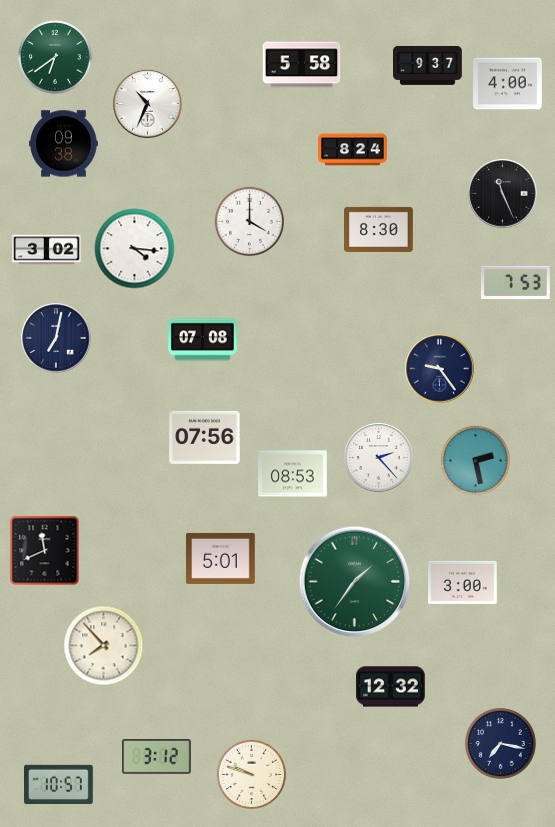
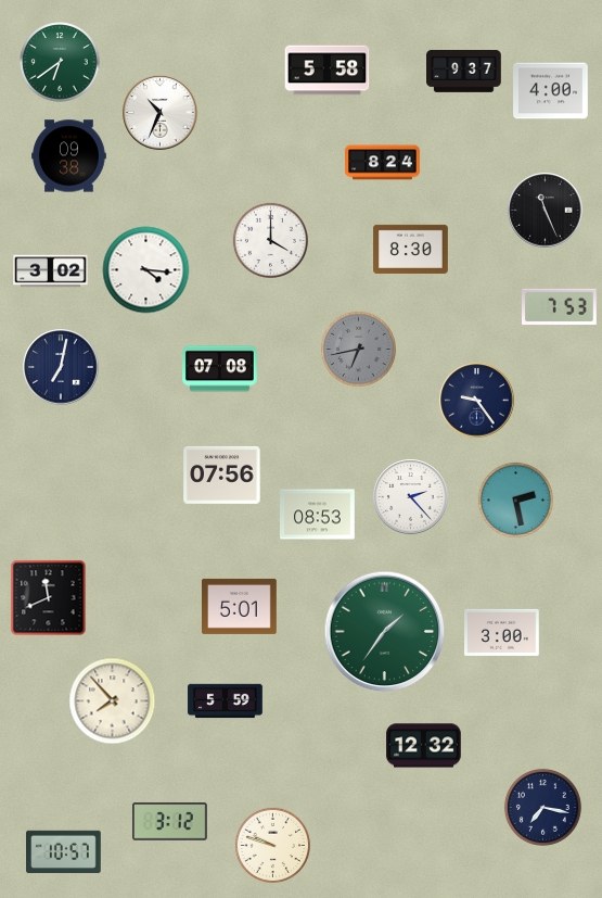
clock at (358, 349): none -> 6:43
clock at (226, 701): none -> 5:59
clock at (251, 774) position: (251, 774) -> (272, 845)
